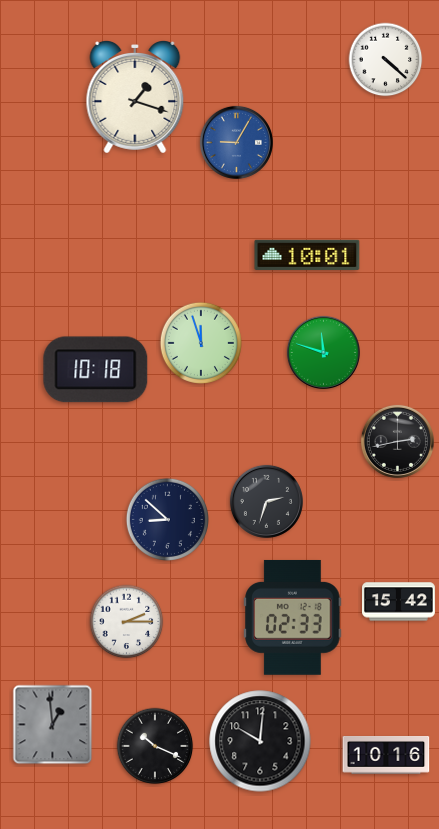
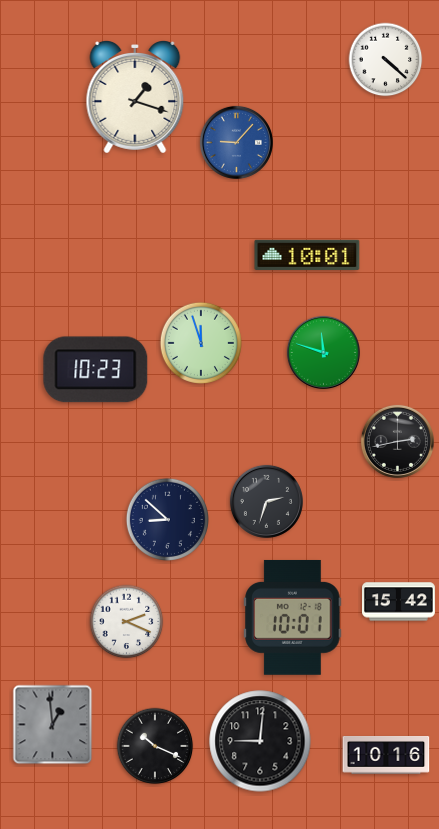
clock at (236, 142): 9:05 -> 9:07
clock at (96, 370): 10:18 -> 10:23
clock at (293, 617): 02:33 -> 10:01
clock at (127, 622): 2:15 -> 2:19
clock at (260, 741): 10:01 -> 9:01
